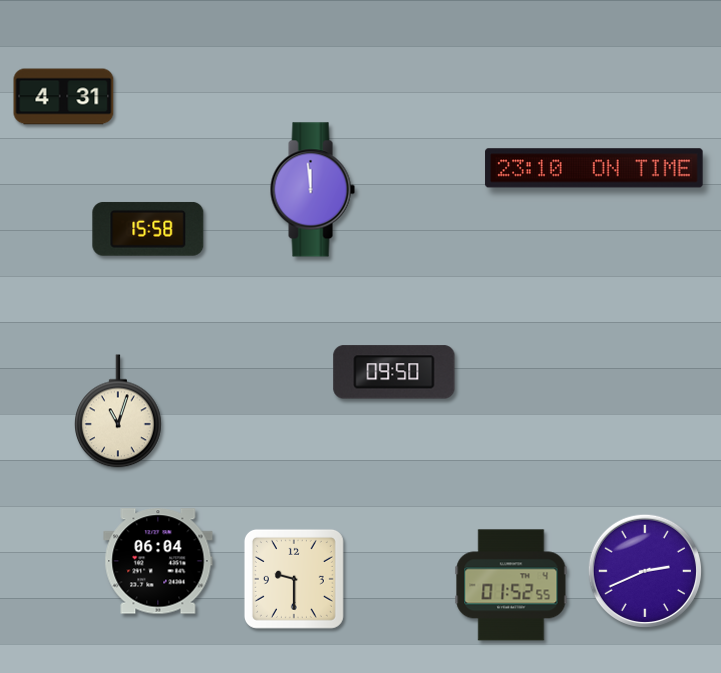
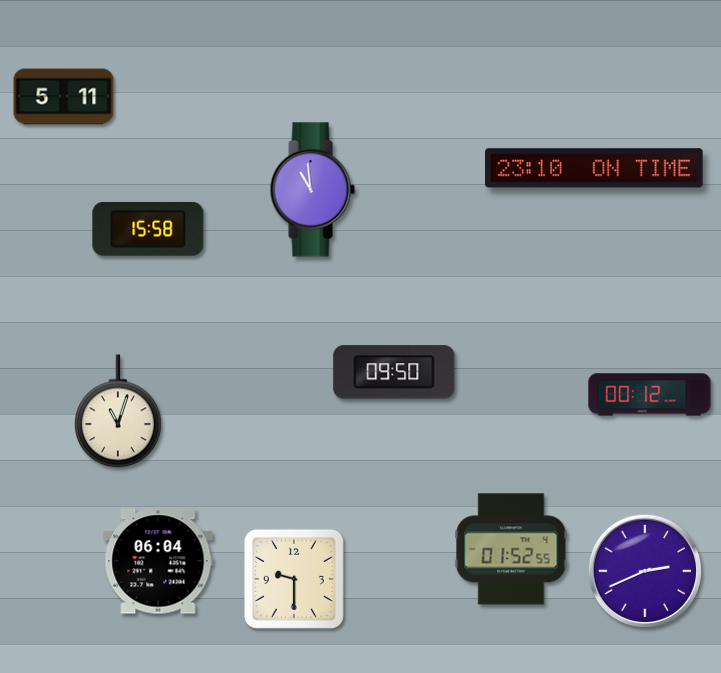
clock at (64, 97): 4:31 -> 5:11
clock at (312, 190): 11:59 -> 10:59
clock at (650, 395): none -> 00:12
clock at (511, 585) position: (511, 585) -> (511, 549)
